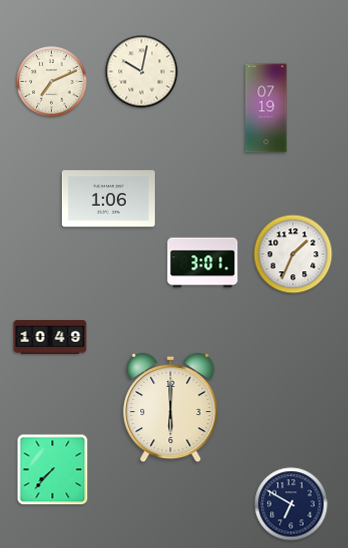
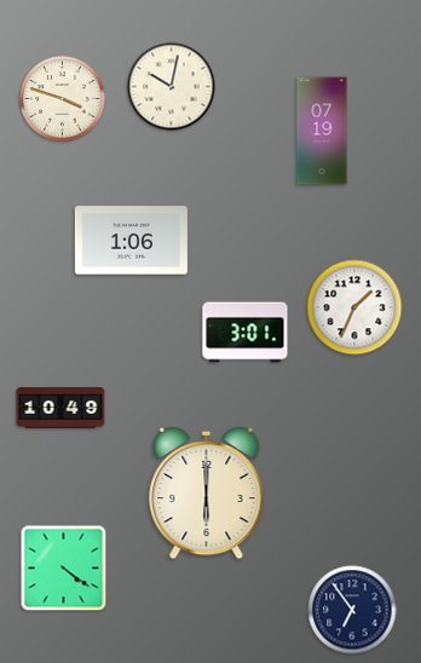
clock at (52, 82): 7:11 -> 3:48
clock at (203, 263) position: (203, 263) -> (246, 333)
clock at (53, 470): 7:37 -> 4:21
clock at (291, 504): 6:50 -> 6:54
